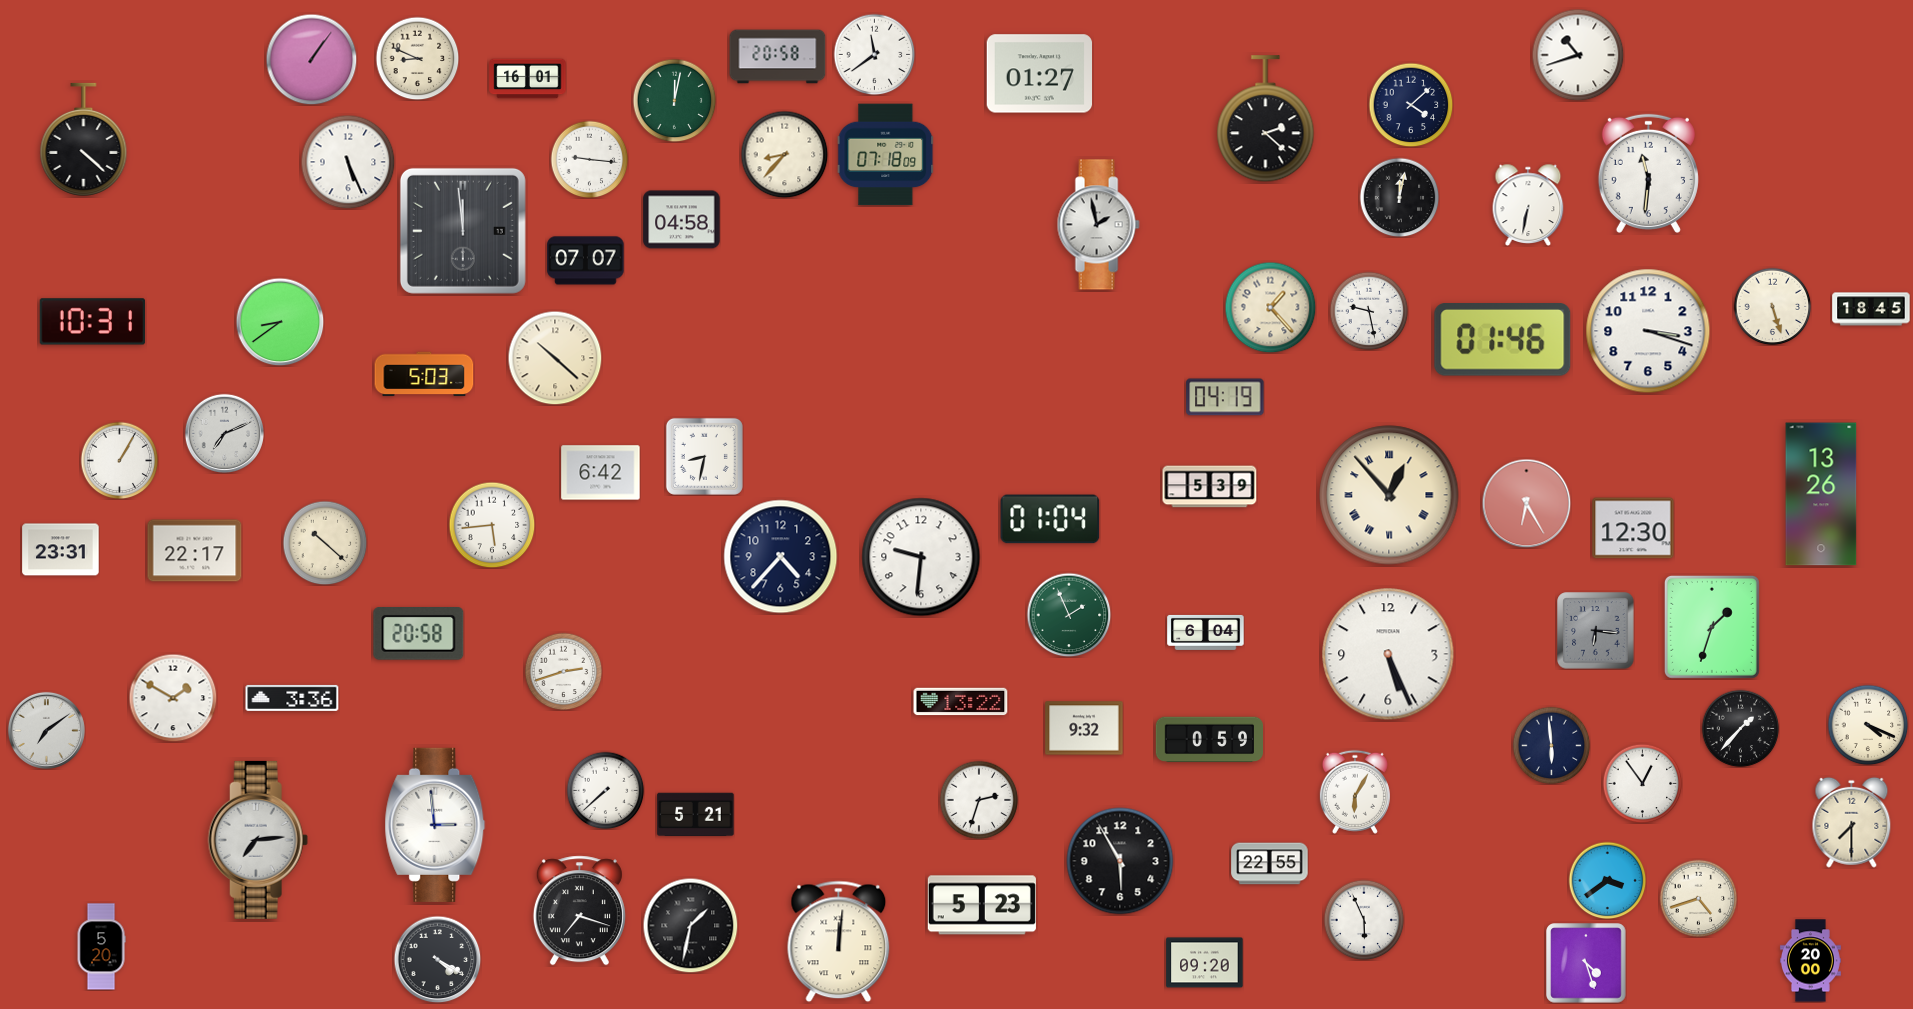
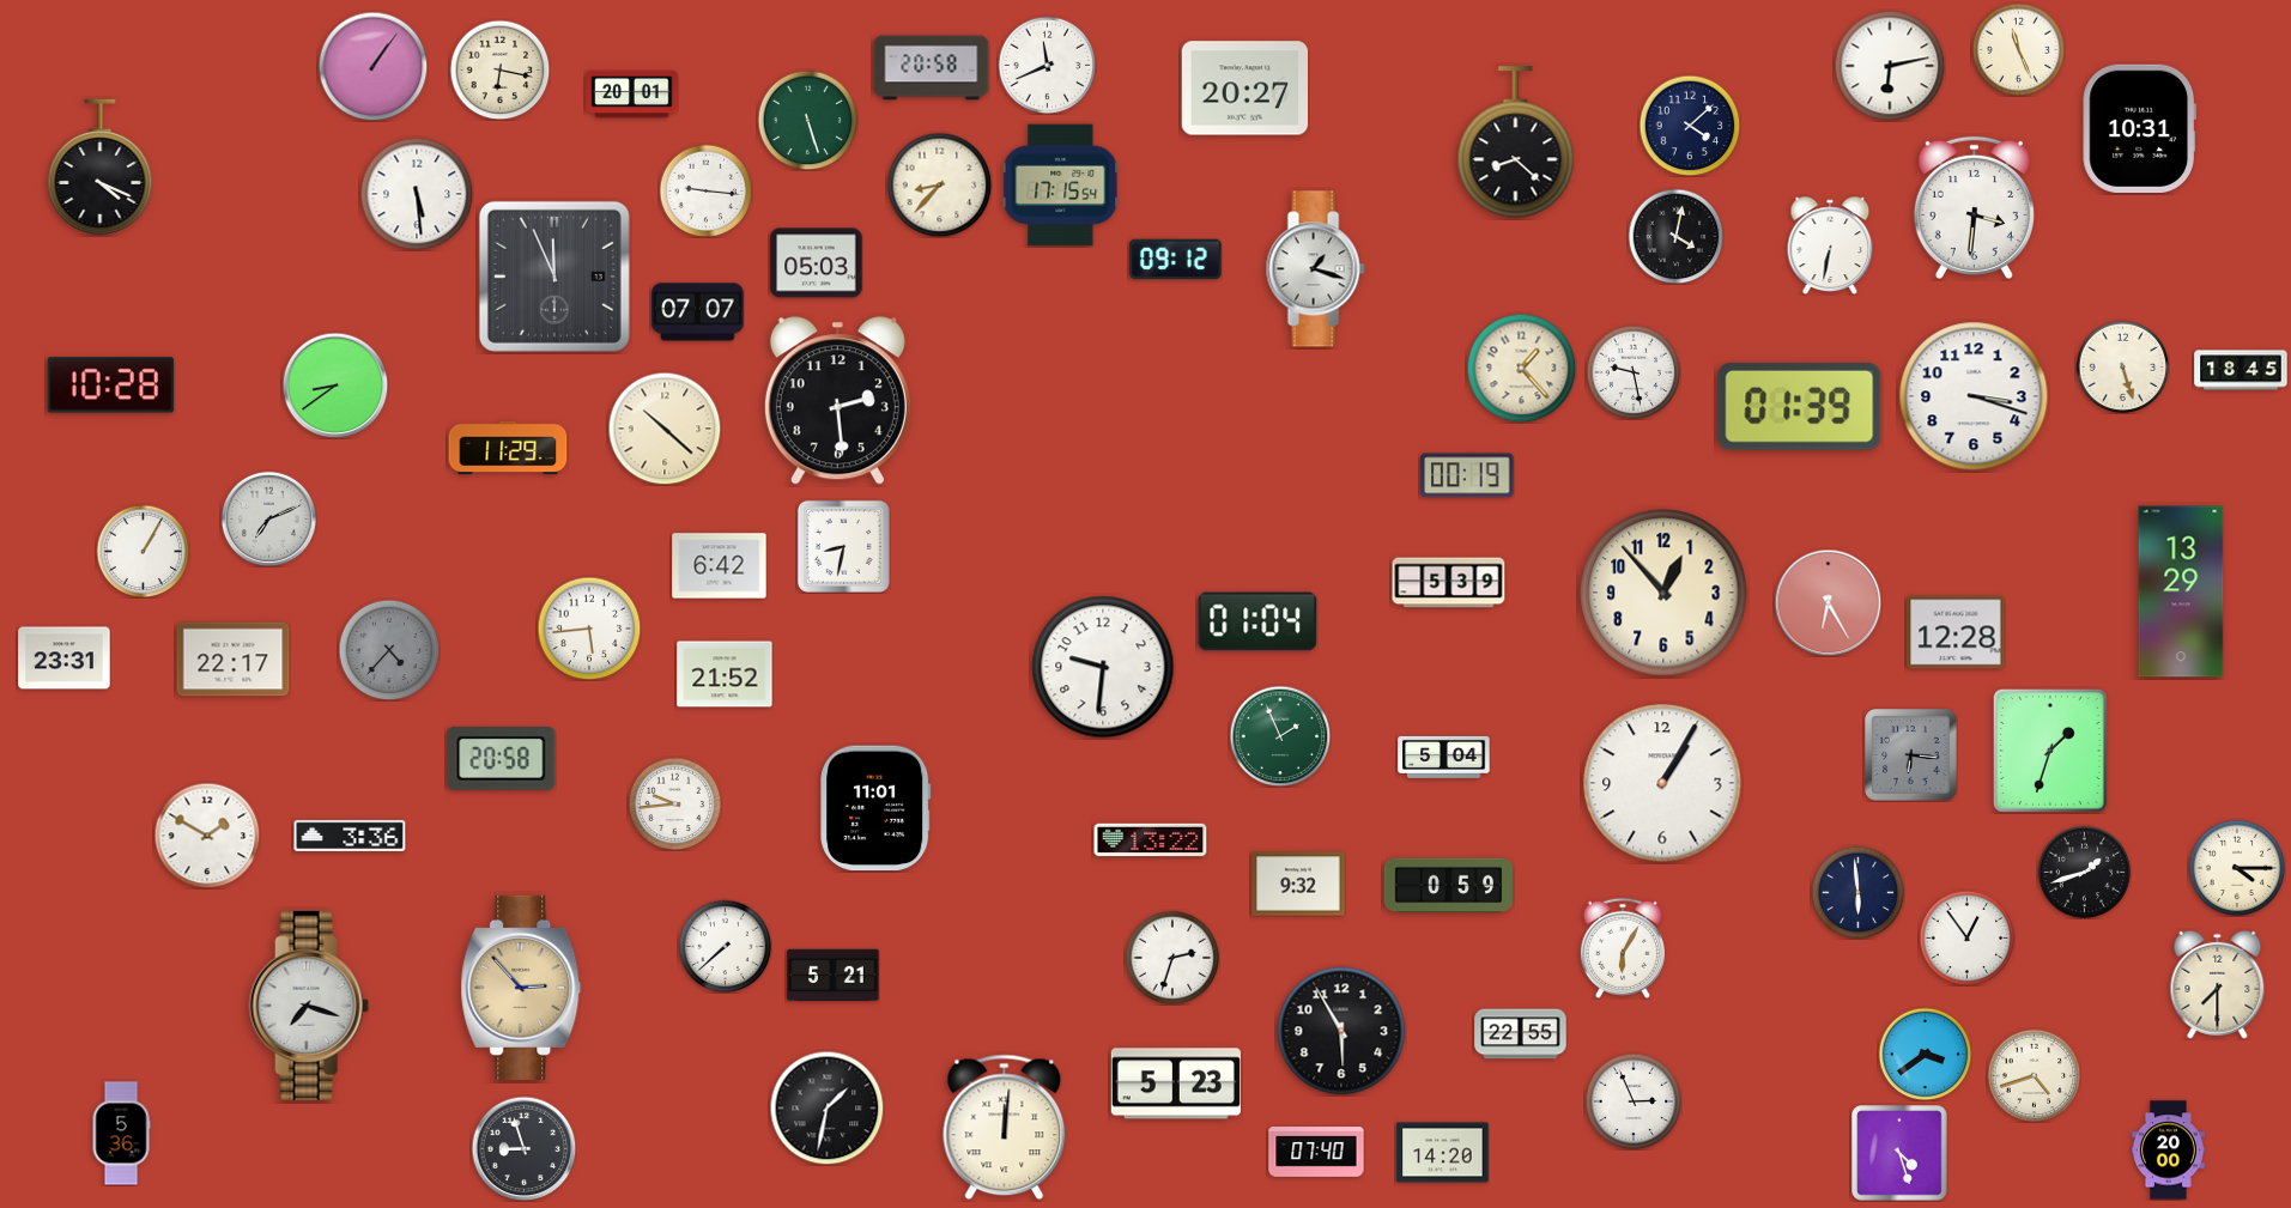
clock at (2018, 49): none -> 11:26
clock at (874, 54): 11:39 -> 11:41
clock at (1578, 55): 10:42 -> 6:13
clock at (417, 58): 8:49 -> 6:17
clock at (311, 59) position: (311, 59) -> (372, 66)
clock at (1040, 74): 01:27 -> 20:27
clock at (528, 79): 16:01 -> 20:01
clock at (674, 100): 12:02 -> 5:27
clock at (2139, 128): none -> 10:31
clock at (1266, 119): 2:22 -> 8:22
clock at (84, 139): 4:22 -> 4:19
clock at (886, 155): 07:18 -> 17:15
clock at (348, 162): 5:26 -> 5:29
clock at (1648, 173): 11:31 -> 3:31
clock at (1399, 197): 12:02 -> 4:02
clock at (1176, 260): none -> 09:12
clock at (682, 220): 04:58 -> 05:03
clock at (1098, 225): 1:58 -> 1:18
clock at (463, 231): 11:59 -> 11:56
clock at (586, 261) position: (586, 261) -> (698, 312)
clock at (1369, 311) position: (1369, 311) -> (1634, 372)
clock at (93, 322): 10:31 -> 10:28
clock at (837, 401): none -> 2:29
clock at (1503, 340): 01:46 -> 01:39
clock at (424, 374): 5:03 -> 11:29
clock at (1225, 397): 04:19 -> 00:19
clock at (1821, 494): 13:26 -> 13:29
clock at (1389, 495) numerals: Roman -> Arabic
clock at (1633, 528): 12:30 -> 12:28
clock at (325, 543): 10:22 -> 4:37
clock at (325, 543) dial: cream -> grey
clock at (61, 550) position: (61, 550) -> (65, 658)
clock at (781, 557): 4:37 -> none
clock at (725, 674): none -> 21:52
clock at (1206, 632): 6:04 -> 5:04
clock at (1388, 654): 5:26 -> 1:05
clock at (563, 671): 2:42 -> 9:44
clock at (875, 808): none -> 11:01
clock at (1868, 725): 4:19 -> 4:15
clock at (1084, 728) position: (1084, 728) -> (1298, 884)
clock at (1740, 728): 1:37 -> 1:42
clock at (46, 730): 7:09 -> none
clock at (435, 825): 2:59 -> 2:53
clock at (435, 825) dial: white -> champagne
clock at (258, 840): 7:14 -> 7:18
clock at (579, 911): 7:18 -> none
clock at (1364, 920): 5:56 -> 2:56
clock at (101, 947): 5:20 -> 5:36
clock at (437, 959): 4:20 -> 8:57
clock at (1316, 1152): none -> 07:40
clock at (1205, 963): 09:20 -> 14:20
